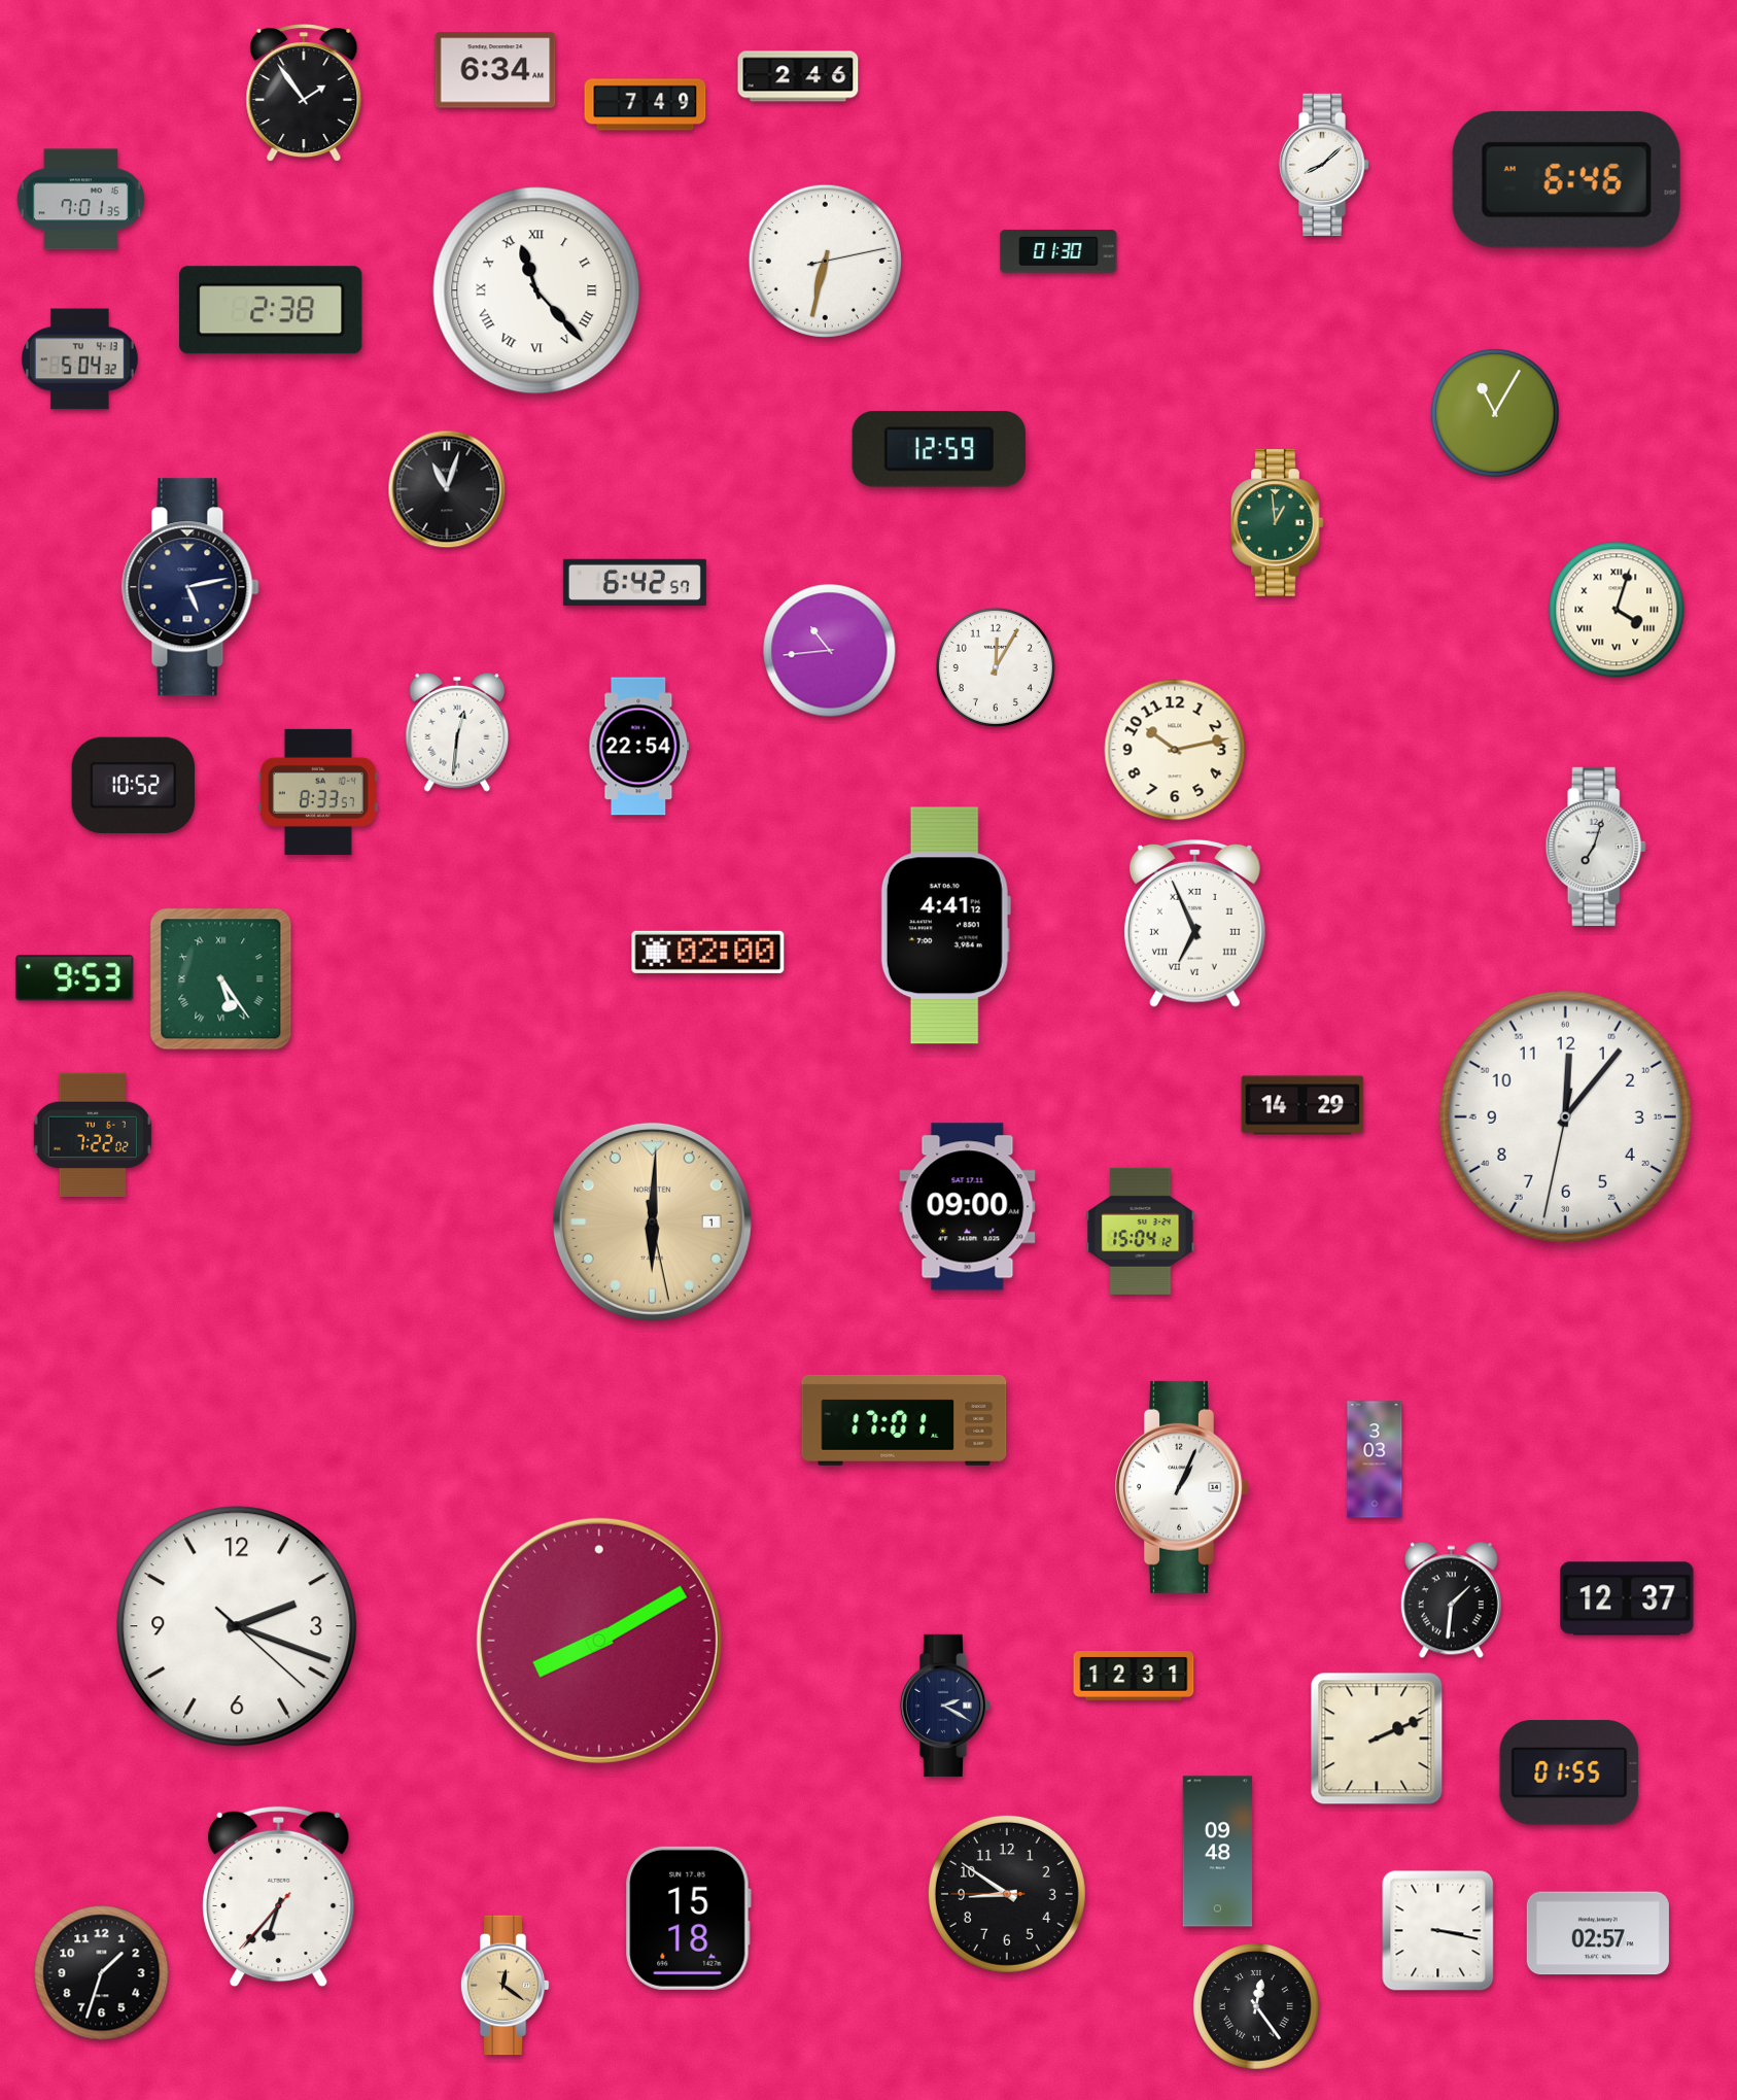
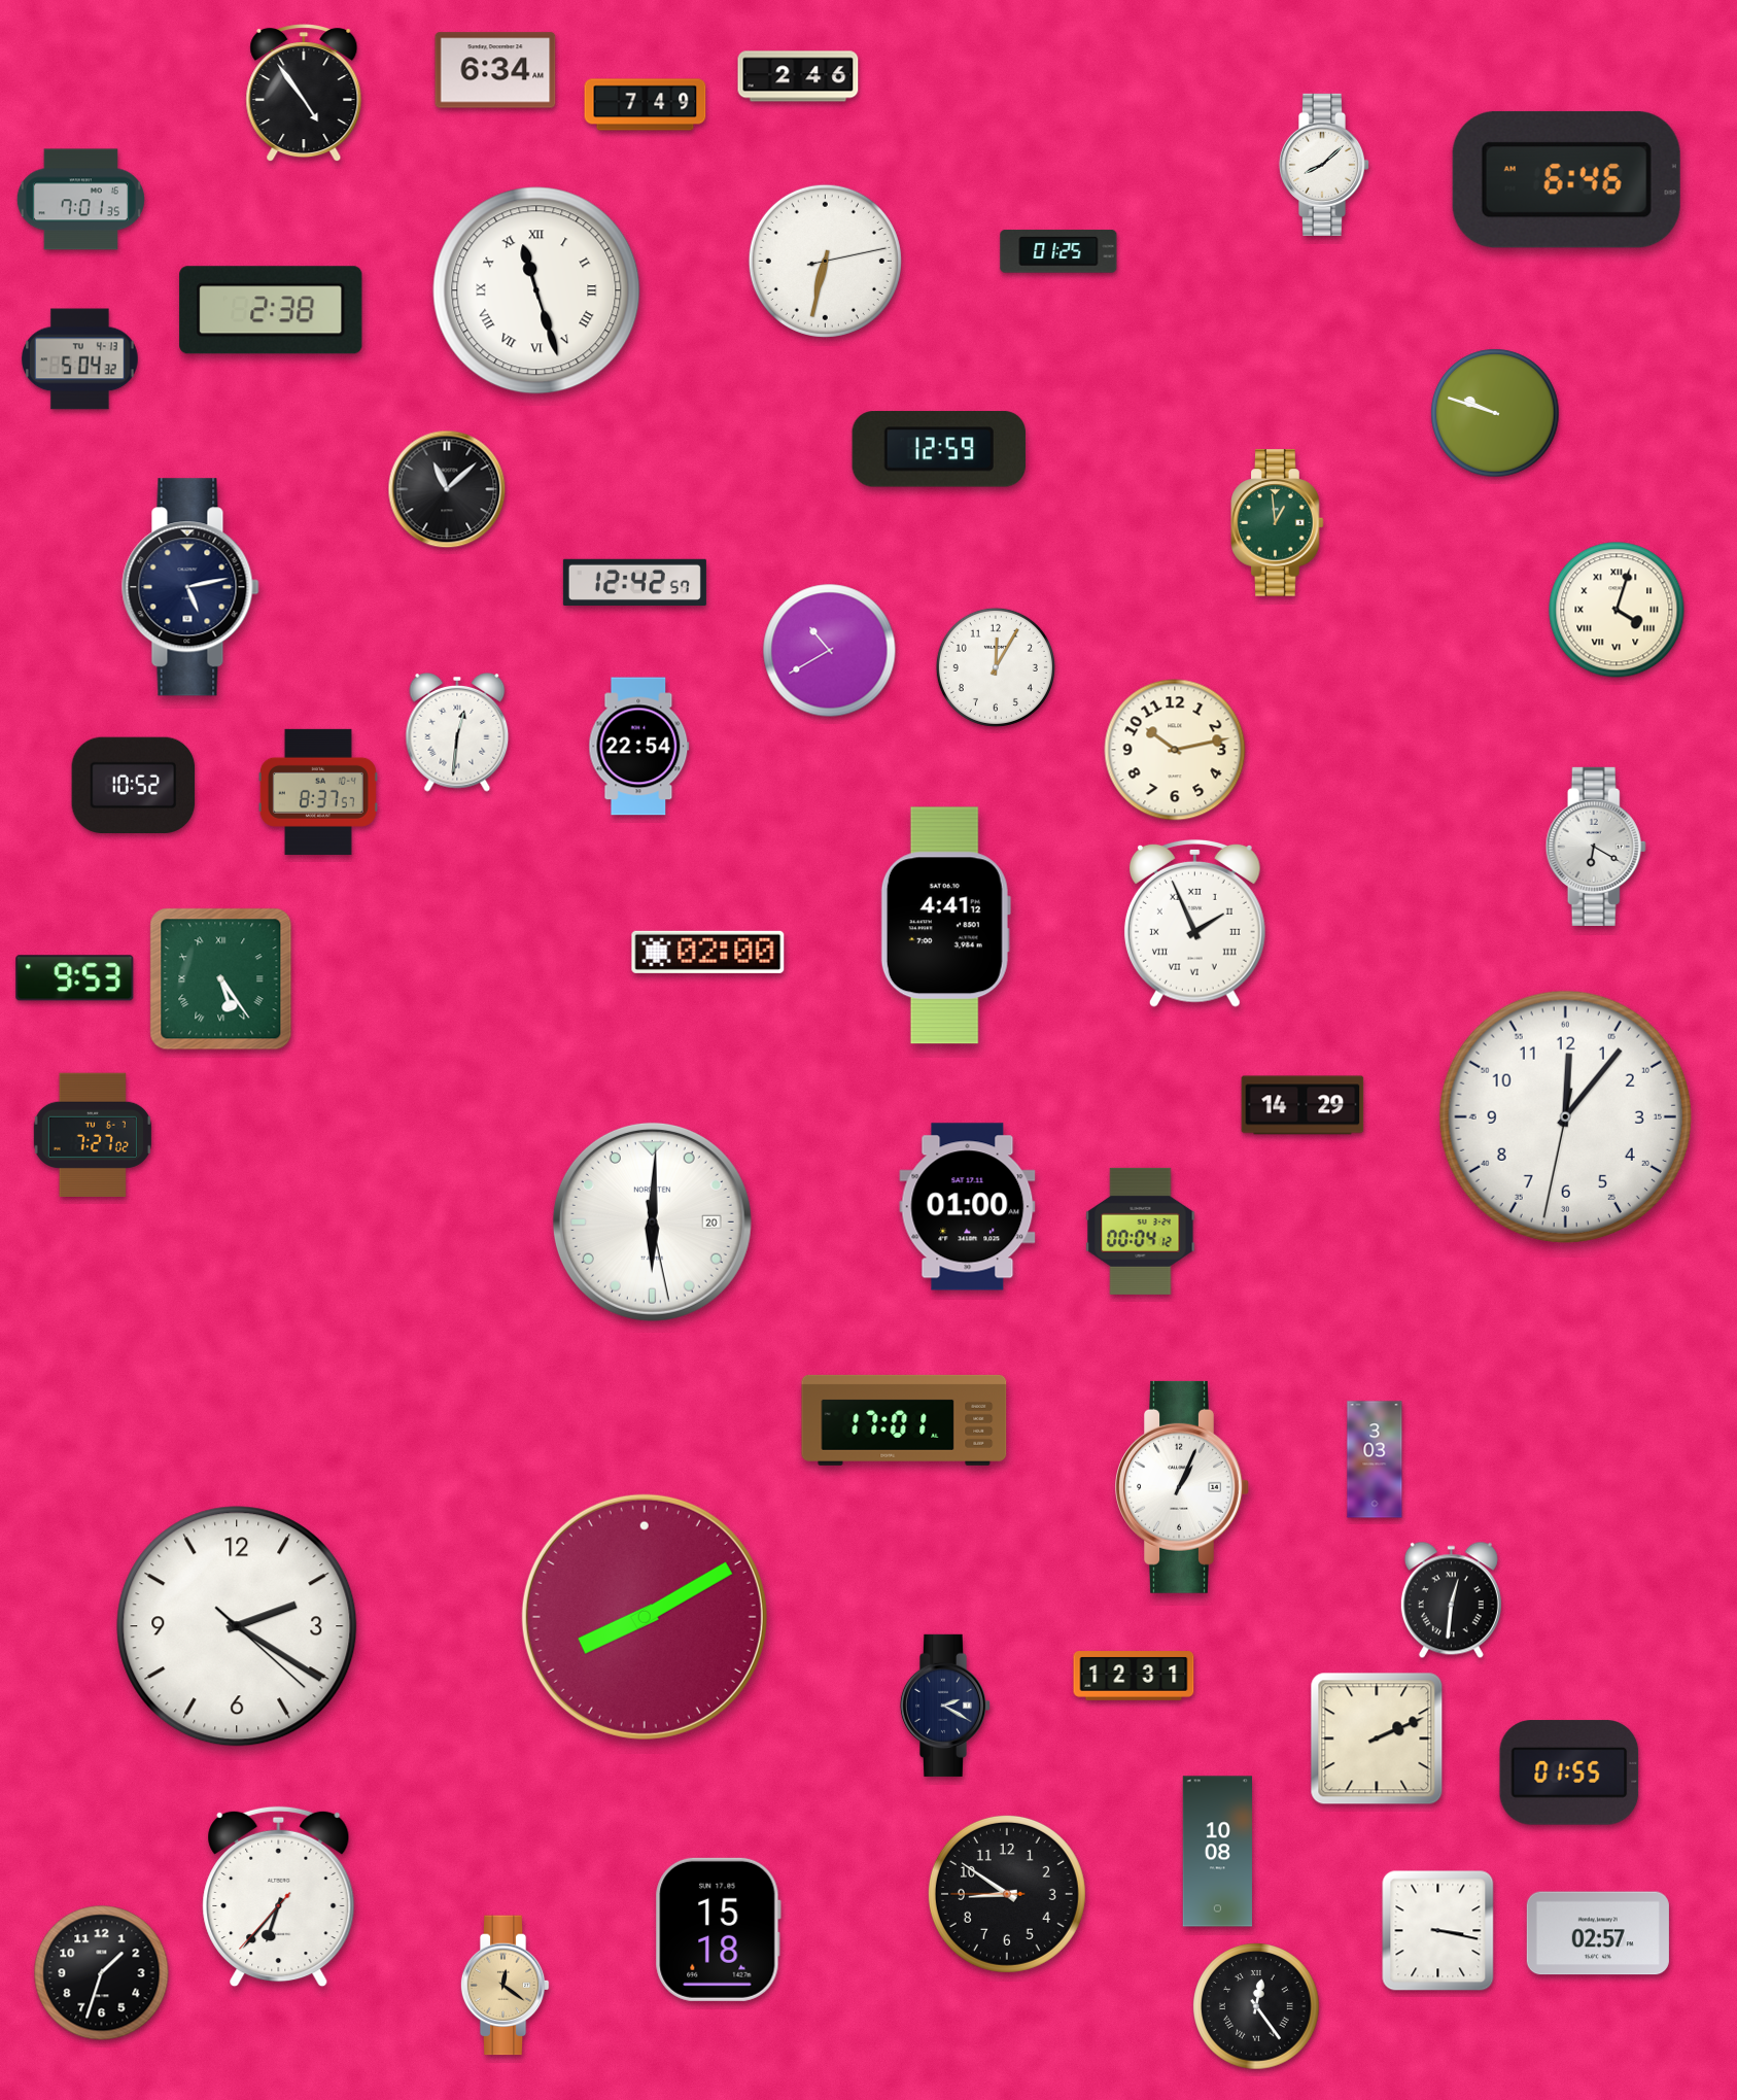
clock at (304, 94): 1:54 -> 4:54
clock at (1058, 251): 01:30 -> 01:25
clock at (536, 290): 11:23 -> 11:27
clock at (1495, 413): 11:05 -> 9:48
clock at (447, 489): 11:03 -> 11:08
clock at (634, 582): 6:42 -> 12:42
clock at (830, 651): 10:44 -> 10:40
clock at (318, 792): 8:33 -> 8:37
clock at (1596, 847): 7:03 -> 6:20
clock at (1194, 923): 6:56 -> 1:56
clock at (93, 1134): 7:22 -> 7:27
clock at (968, 1207): 09:00 -> 01:00
clock at (652, 1221) date: 1 -> 20
clock at (652, 1221) dial: champagne -> white
clock at (1141, 1231): 15:04 -> 00:04
clock at (1627, 1598): 12:37 -> none
clock at (1451, 1600): 1:31 -> 12:31
clock at (237, 1626): 2:18 -> 2:20
clock at (599, 1641) position: (599, 1641) -> (645, 1617)
clock at (1217, 1852): 09:48 -> 10:08
clock at (688, 1918) position: (688, 1918) -> (718, 1929)
